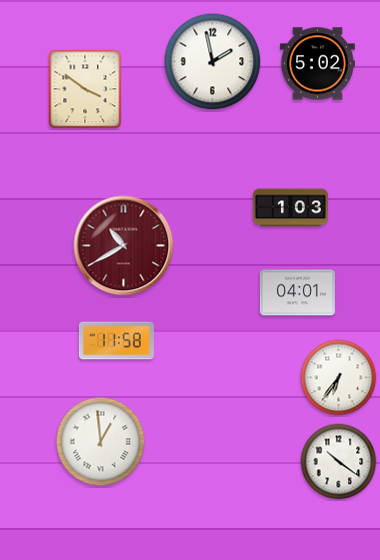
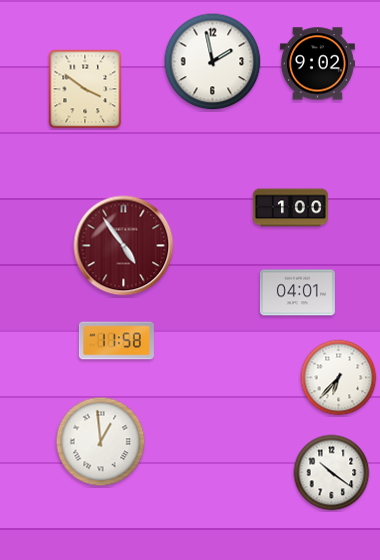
clock at (317, 64): 5:02 -> 9:02
clock at (290, 208): 1:03 -> 1:00
clock at (124, 246): 10:40 -> 4:54
clock at (339, 378): 6:36 -> 6:37
clock at (339, 462) position: (339, 462) -> (332, 473)
